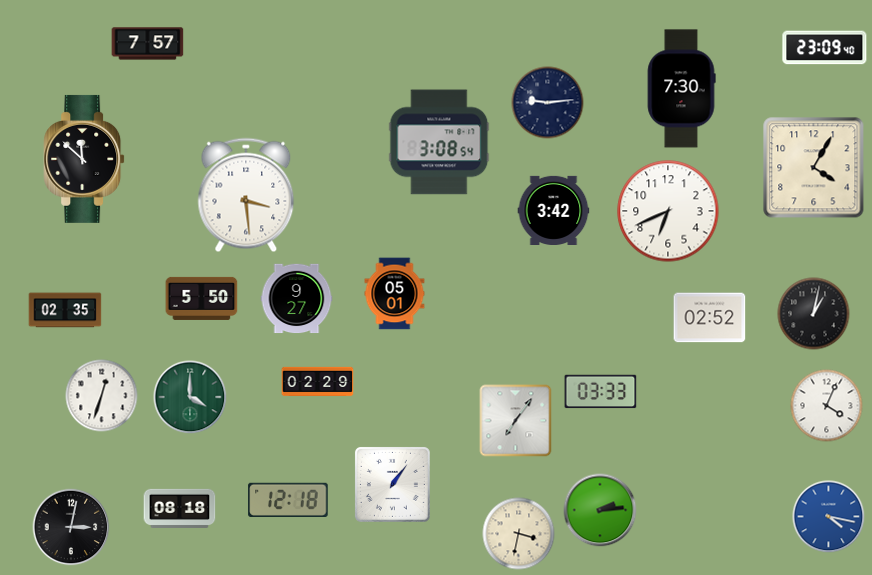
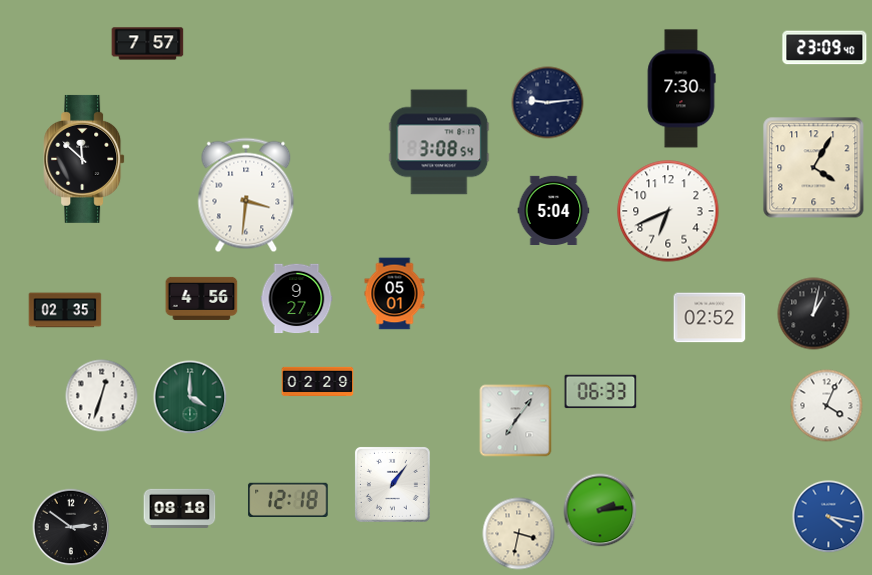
clock at (246, 195): 3:29 -> 3:31
clock at (554, 210): 3:42 -> 5:04
clock at (202, 298): 5:50 -> 4:56
clock at (601, 392): 03:33 -> 06:33
clock at (71, 527): 3:02 -> 2:51
